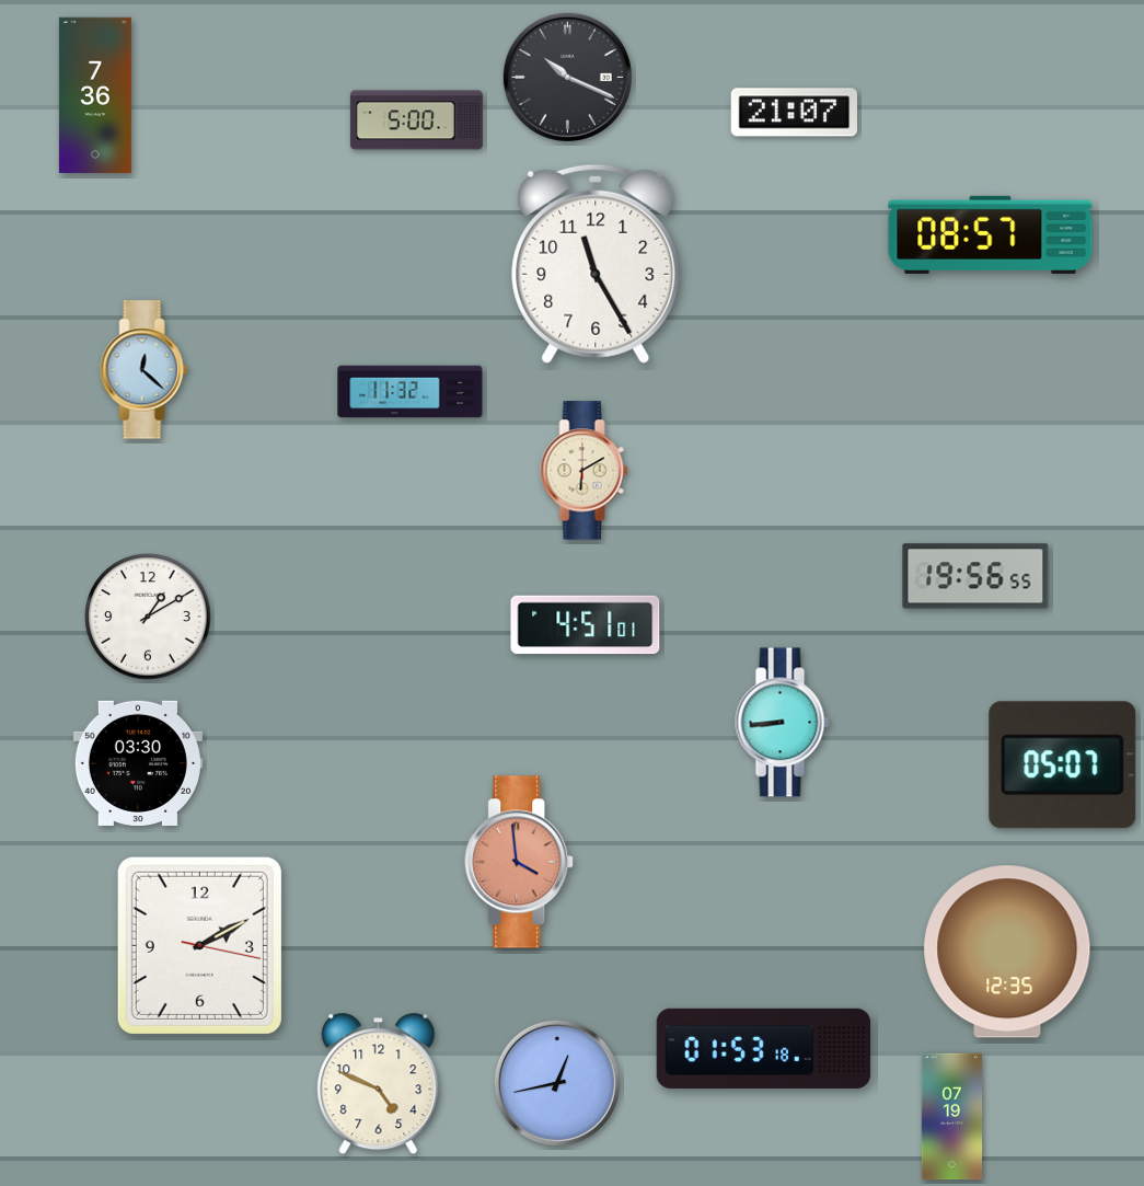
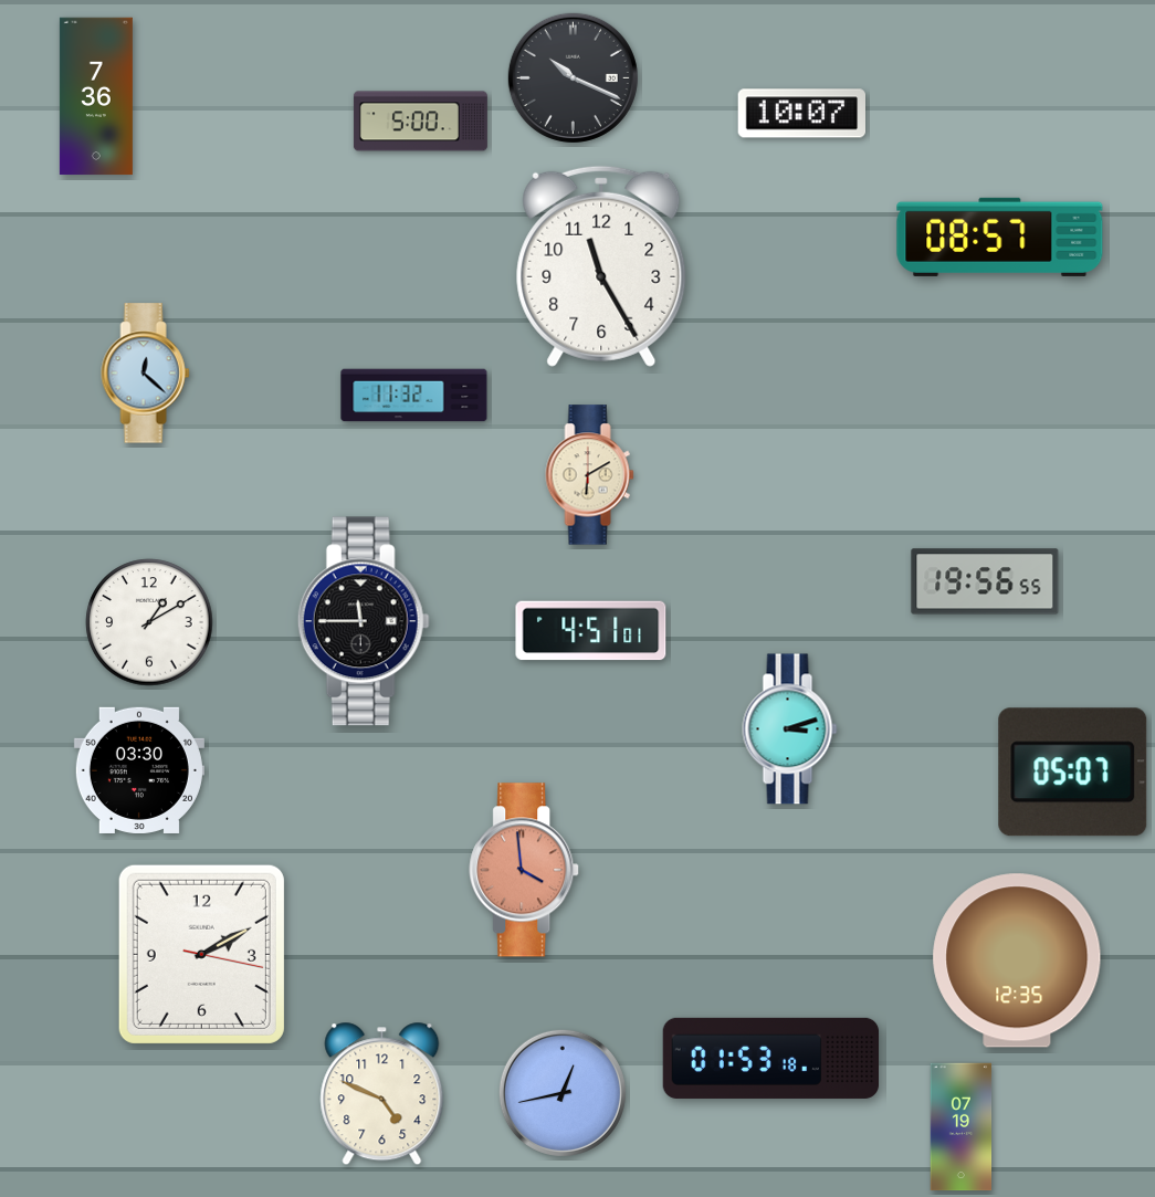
clock at (794, 113): 21:07 -> 10:07
clock at (364, 621): none -> 11:45
clock at (783, 723): 8:44 -> 3:12
